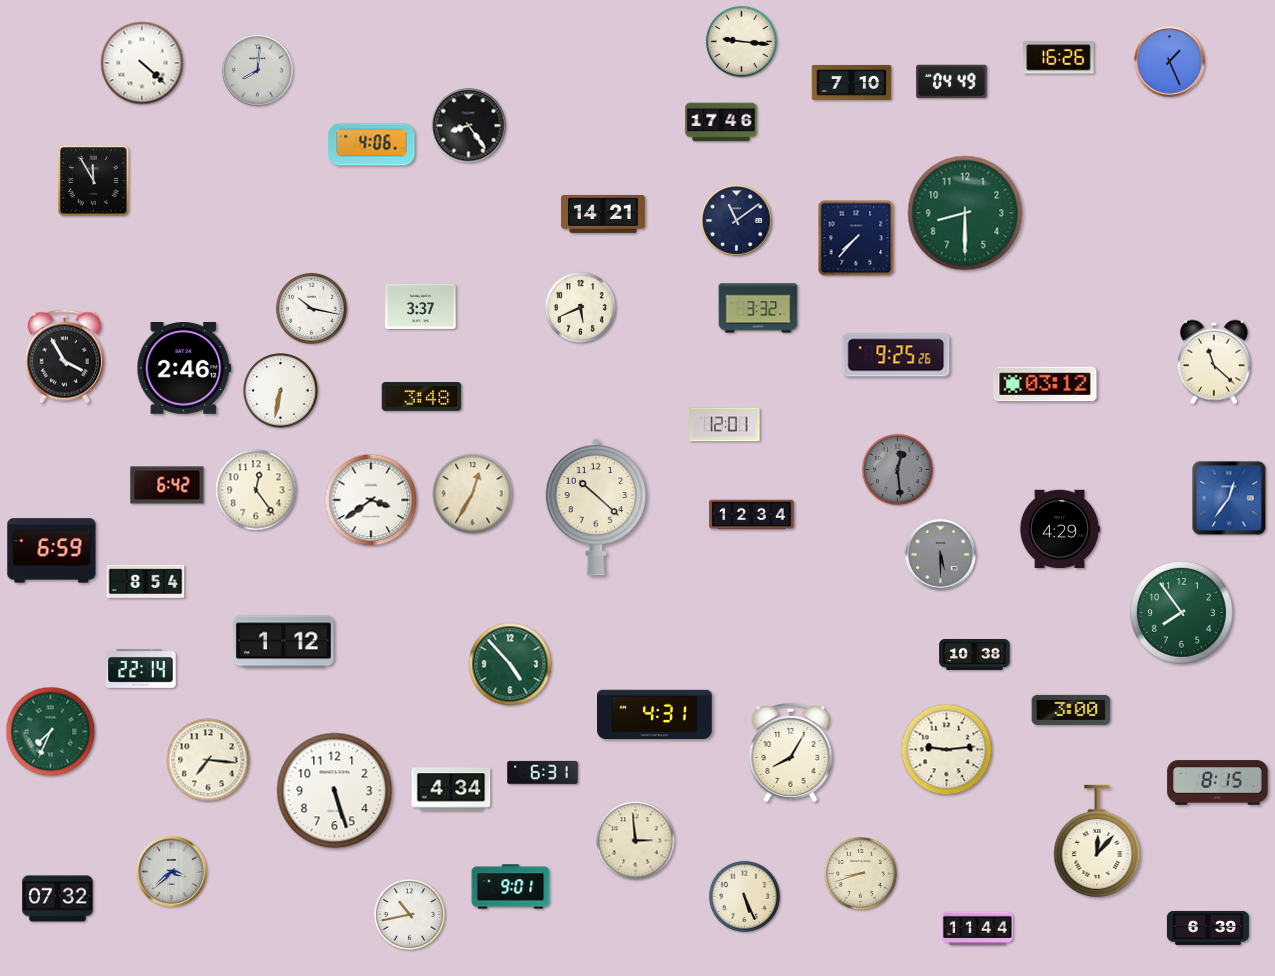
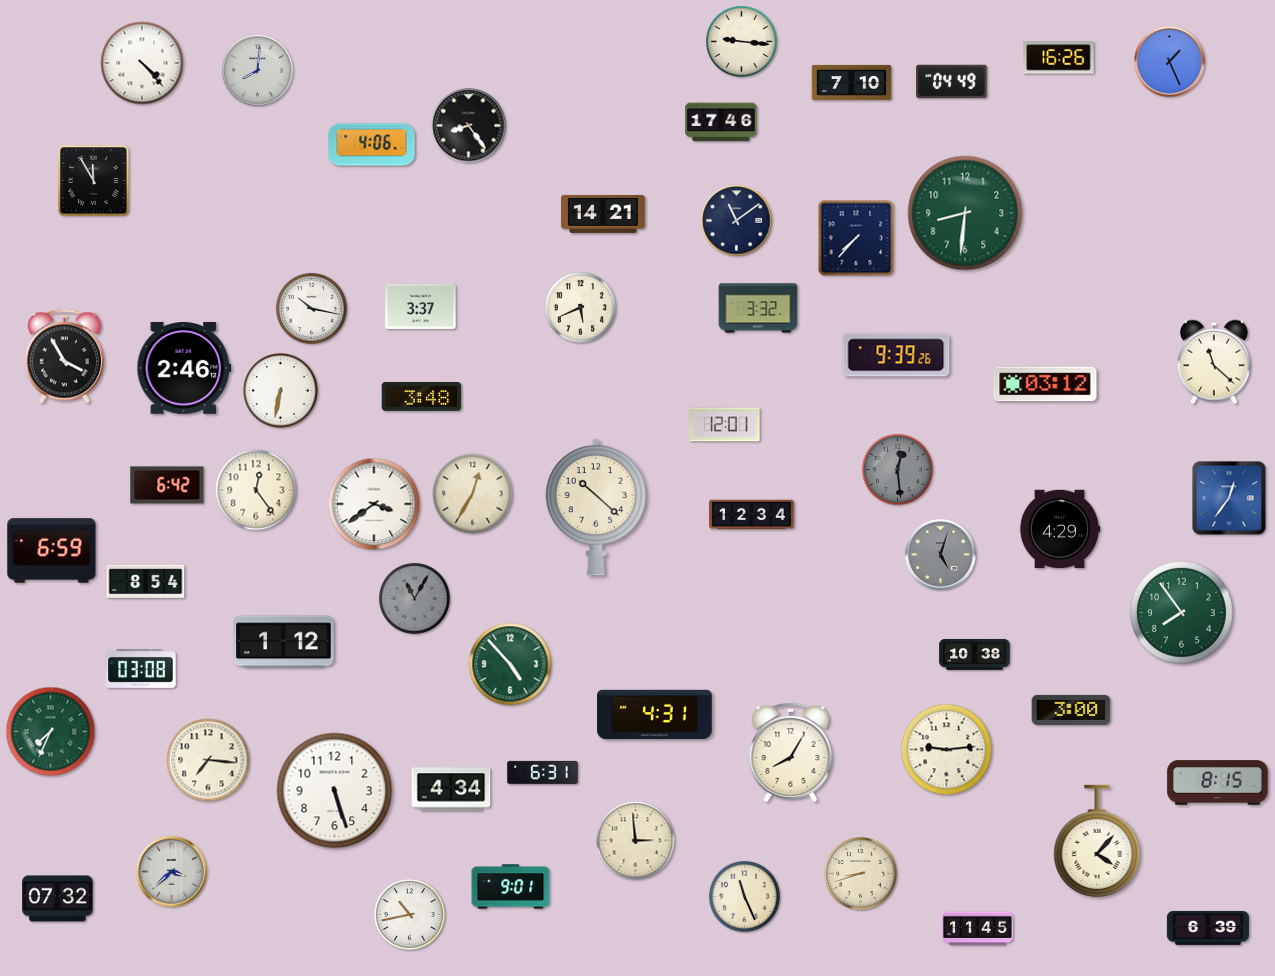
clock at (142, 63): 4:22 -> 4:23
clock at (965, 213): 8:30 -> 8:31
clock at (896, 355): 9:25 -> 9:39
clock at (371, 500) position: (371, 500) -> (374, 504)
clock at (941, 555): 5:30 -> 5:03
clock at (414, 598): none -> 11:05
clock at (141, 669): 22:14 -> 03:08
clock at (1097, 841): 12:07 -> 4:07
clock at (744, 896): 5:26 -> 11:26
clock at (978, 929): 11:44 -> 11:45
